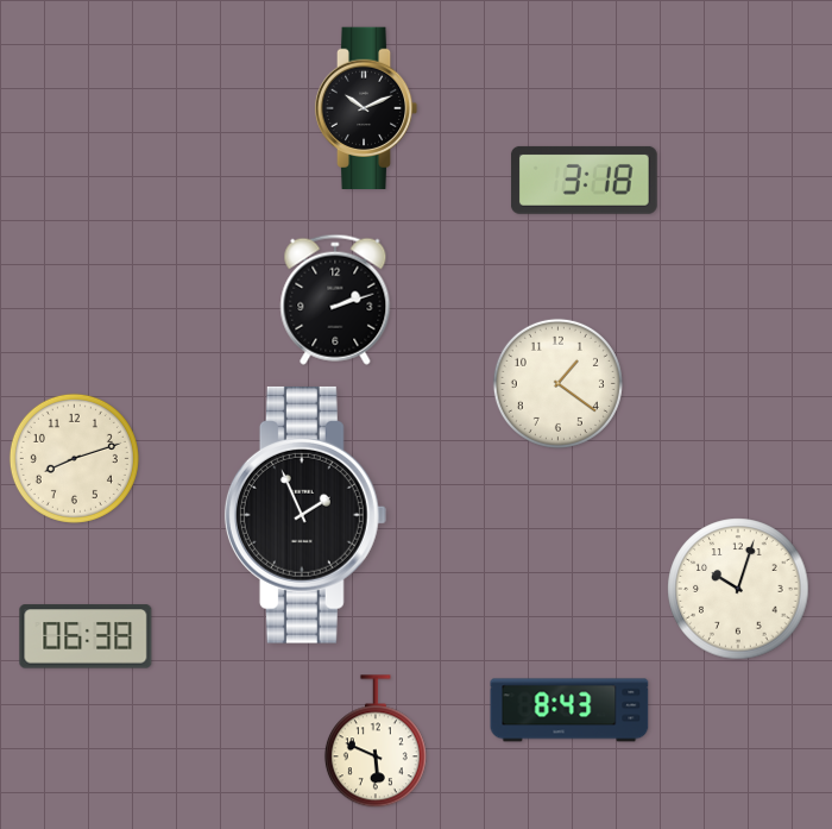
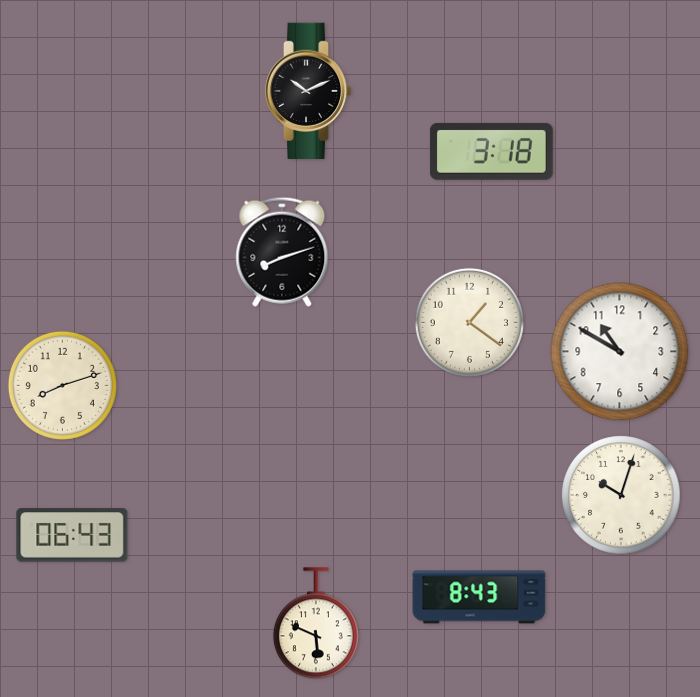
clock at (335, 300): 2:12 -> 8:12
clock at (620, 352): none -> 10:50
clock at (305, 515): 1:56 -> none
clock at (86, 636): 06:38 -> 06:43
